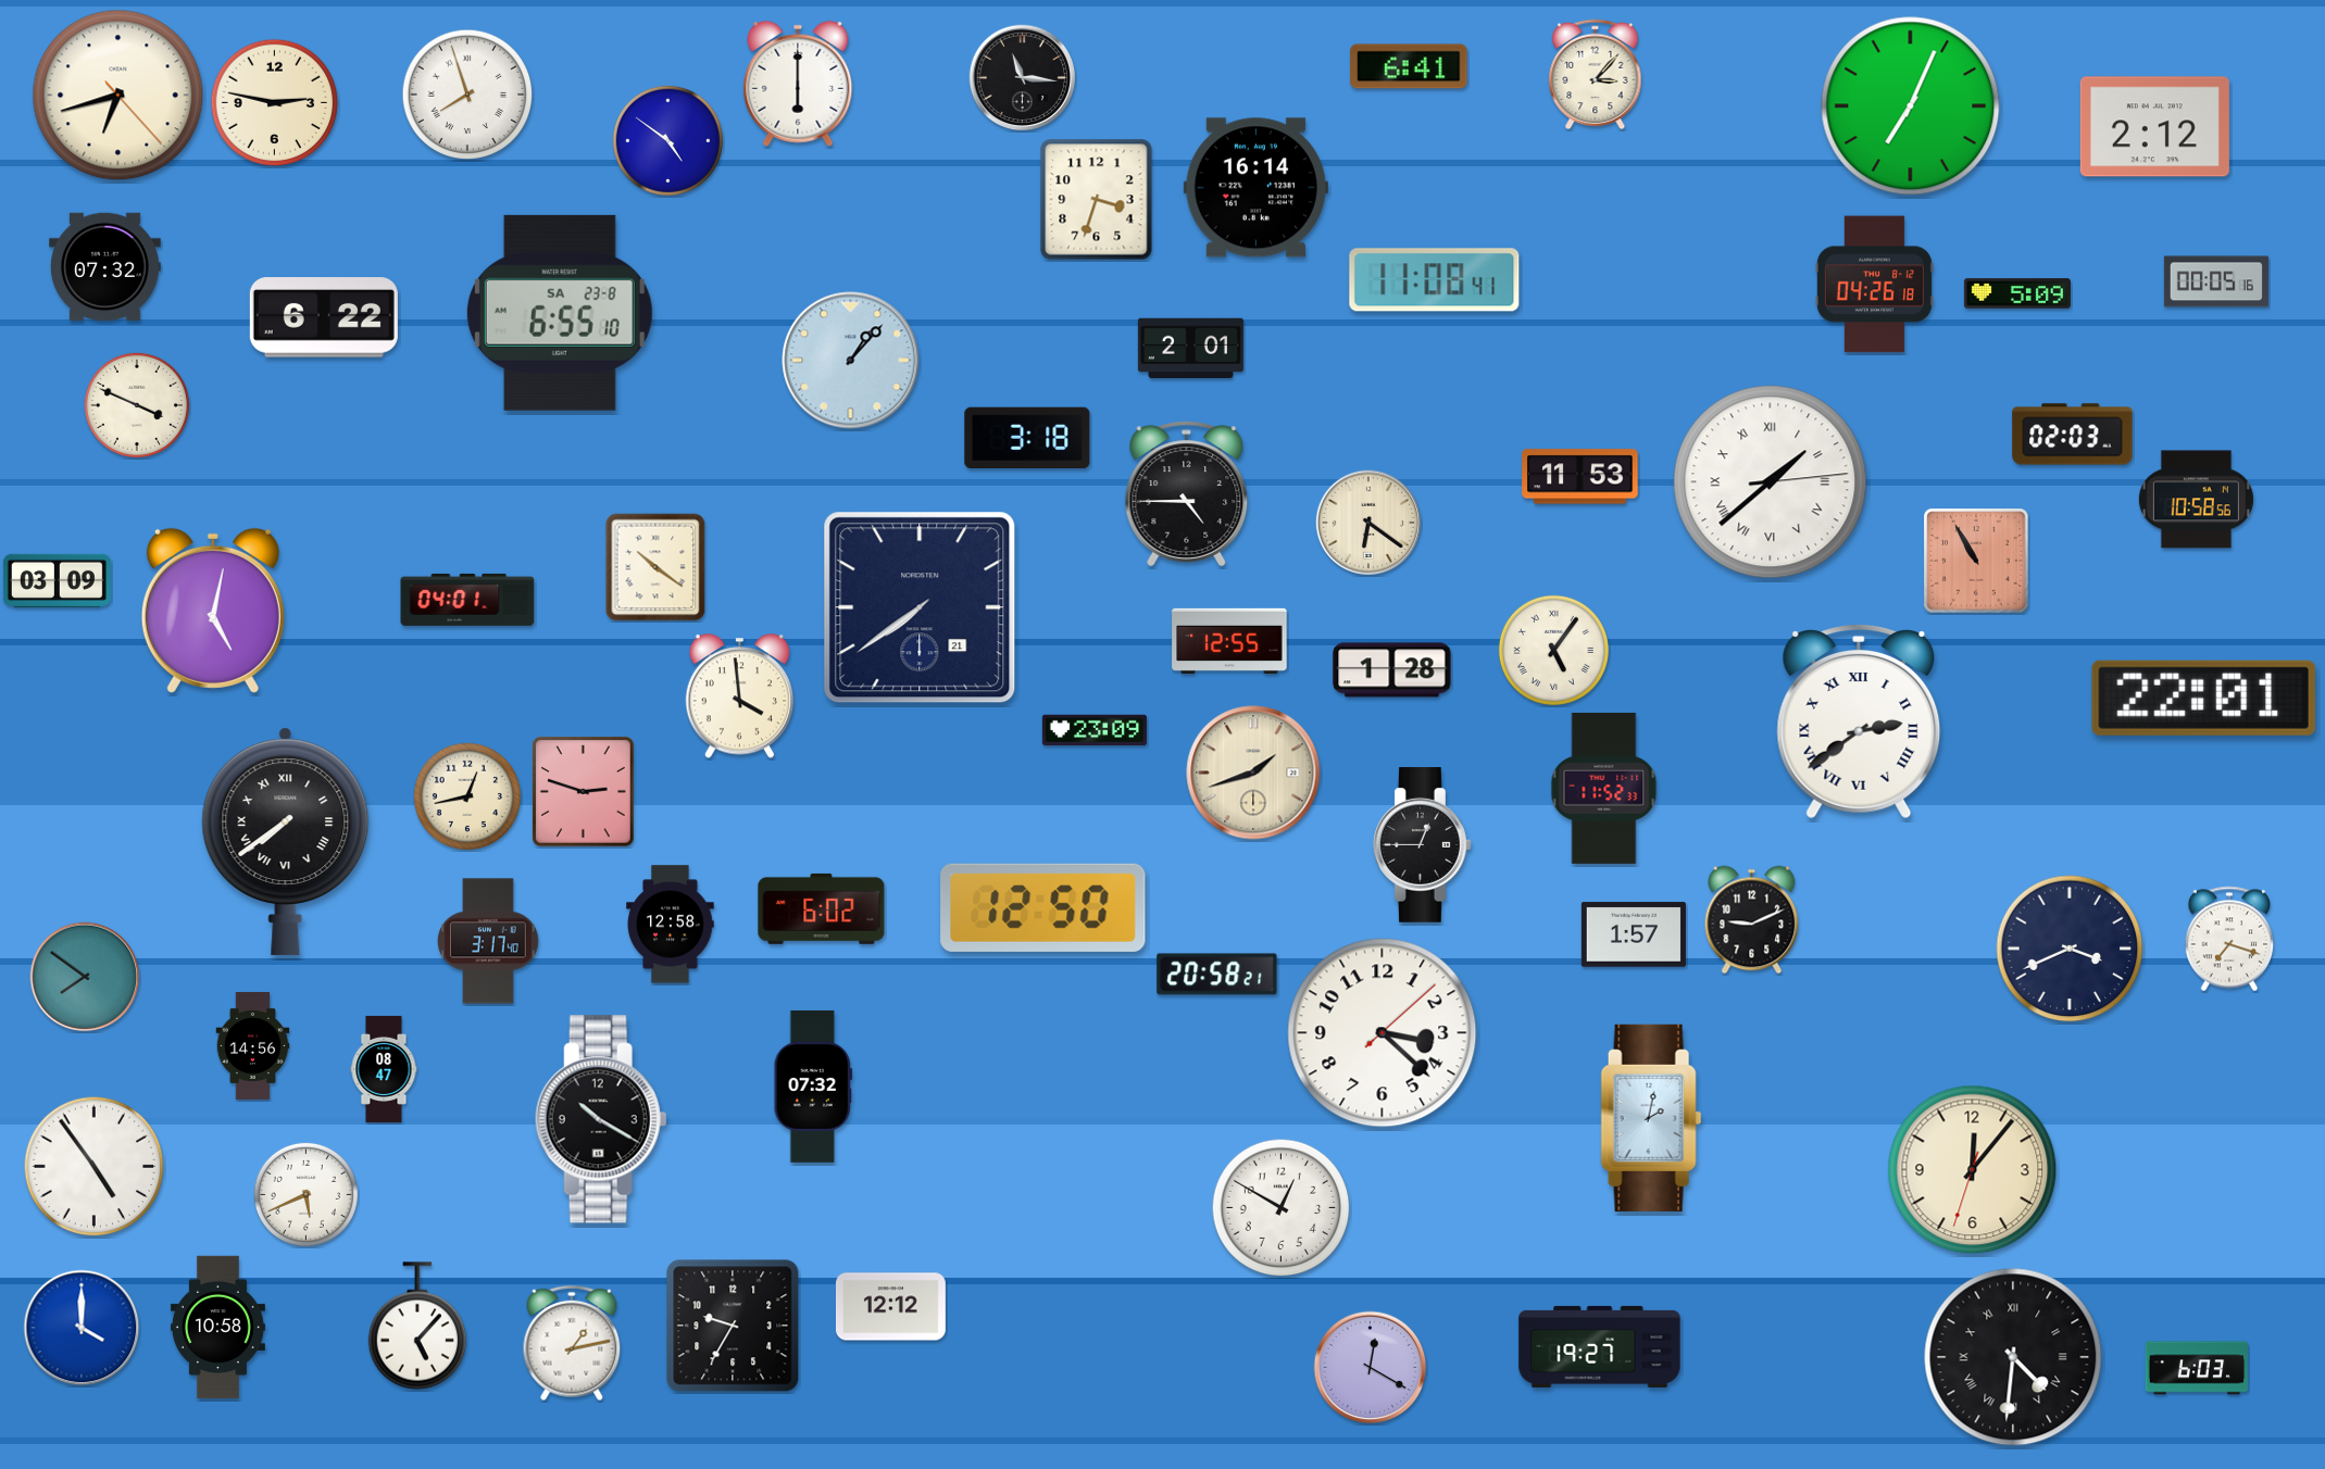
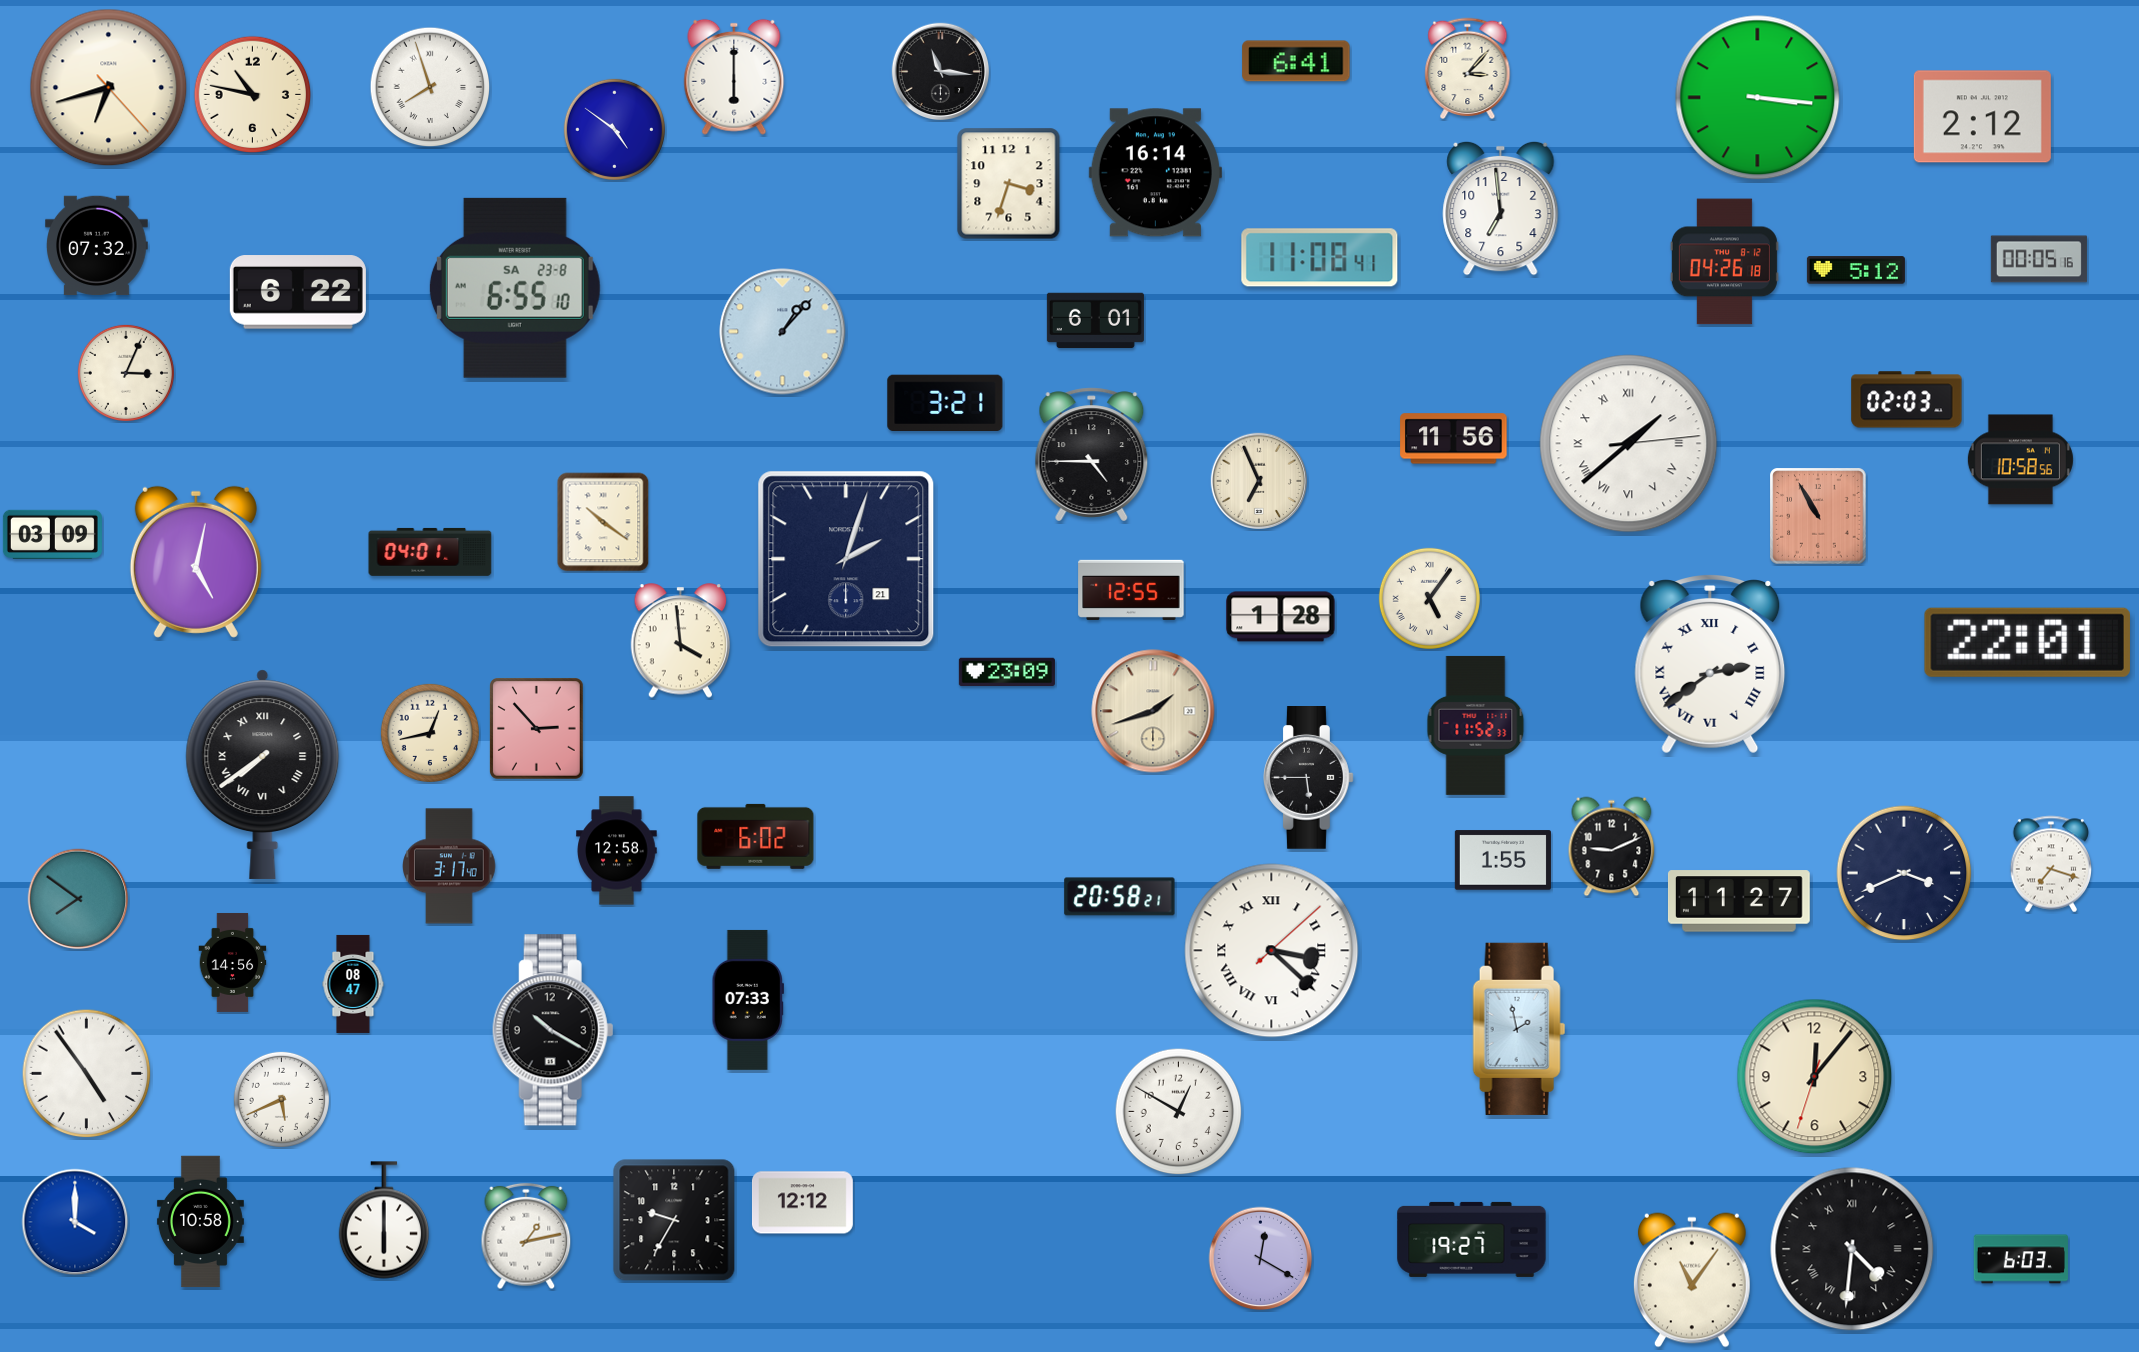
clock at (275, 103): 2:47 -> 10:47
clock at (1911, 106): 7:04 -> 3:16
clock at (1501, 208): none -> 6:59
clock at (2017, 293): 5:09 -> 5:12
clock at (1190, 349): 2:01 -> 6:01
clock at (137, 405): 3:49 -> 3:04
clock at (1027, 437): 3:18 -> 3:21
clock at (1580, 477): 11:53 -> 11:56
clock at (1367, 522): 6:21 -> 6:56
clock at (920, 607): 7:39 -> 2:03
clock at (584, 792): 2:48 -> 2:53
clock at (1423, 845): 12:45 -> 5:45
clock at (1043, 907): 12:50 -> none
clock at (1634, 934): 1:57 -> 1:55
clock at (1739, 901): none -> 11:27
clock at (1383, 1033) numerals: Arabic -> Roman
clock at (812, 1087): 07:32 -> 07:33
clock at (1651, 1118): 2:02 -> 1:58
clock at (890, 1307) position: (890, 1307) -> (802, 1203)
clock at (416, 1326): 5:07 -> 6:00
clock at (1692, 1280): none -> 11:06
